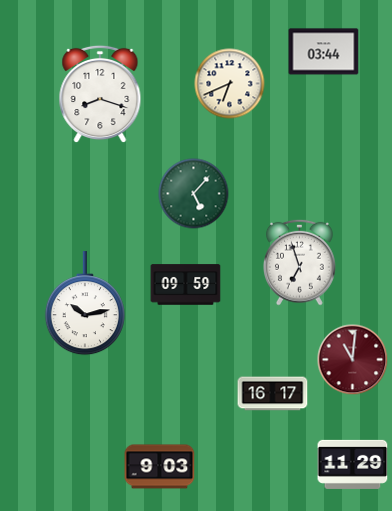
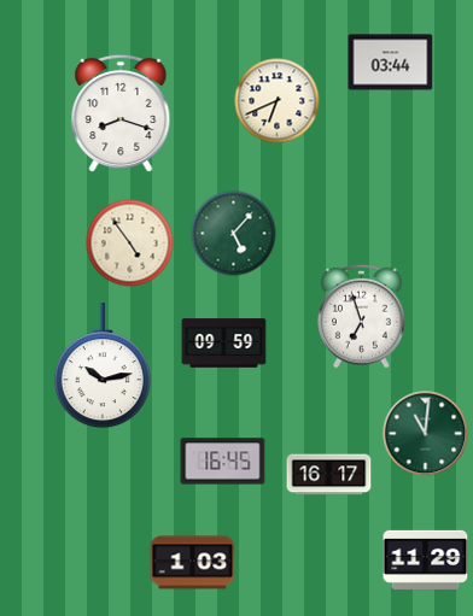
clock at (130, 244): none -> 4:54
clock at (353, 360) dial: burgundy -> green
clock at (223, 462): none -> 16:45
clock at (160, 467): 9:03 -> 1:03
